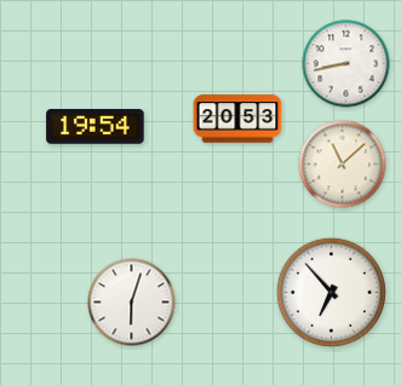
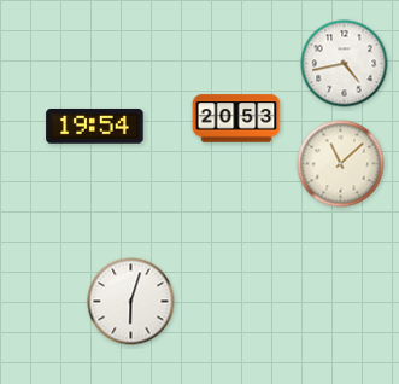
clock at (346, 64): 8:43 -> 4:43
clock at (331, 292): 6:53 -> none
